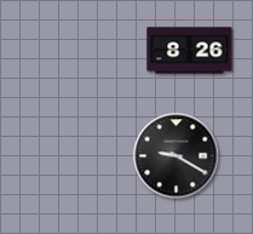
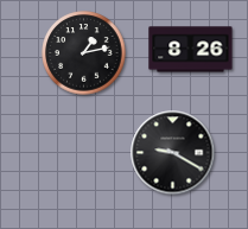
clock at (190, 51) position: (190, 51) -> (191, 50)
clock at (84, 53): none -> 1:13
